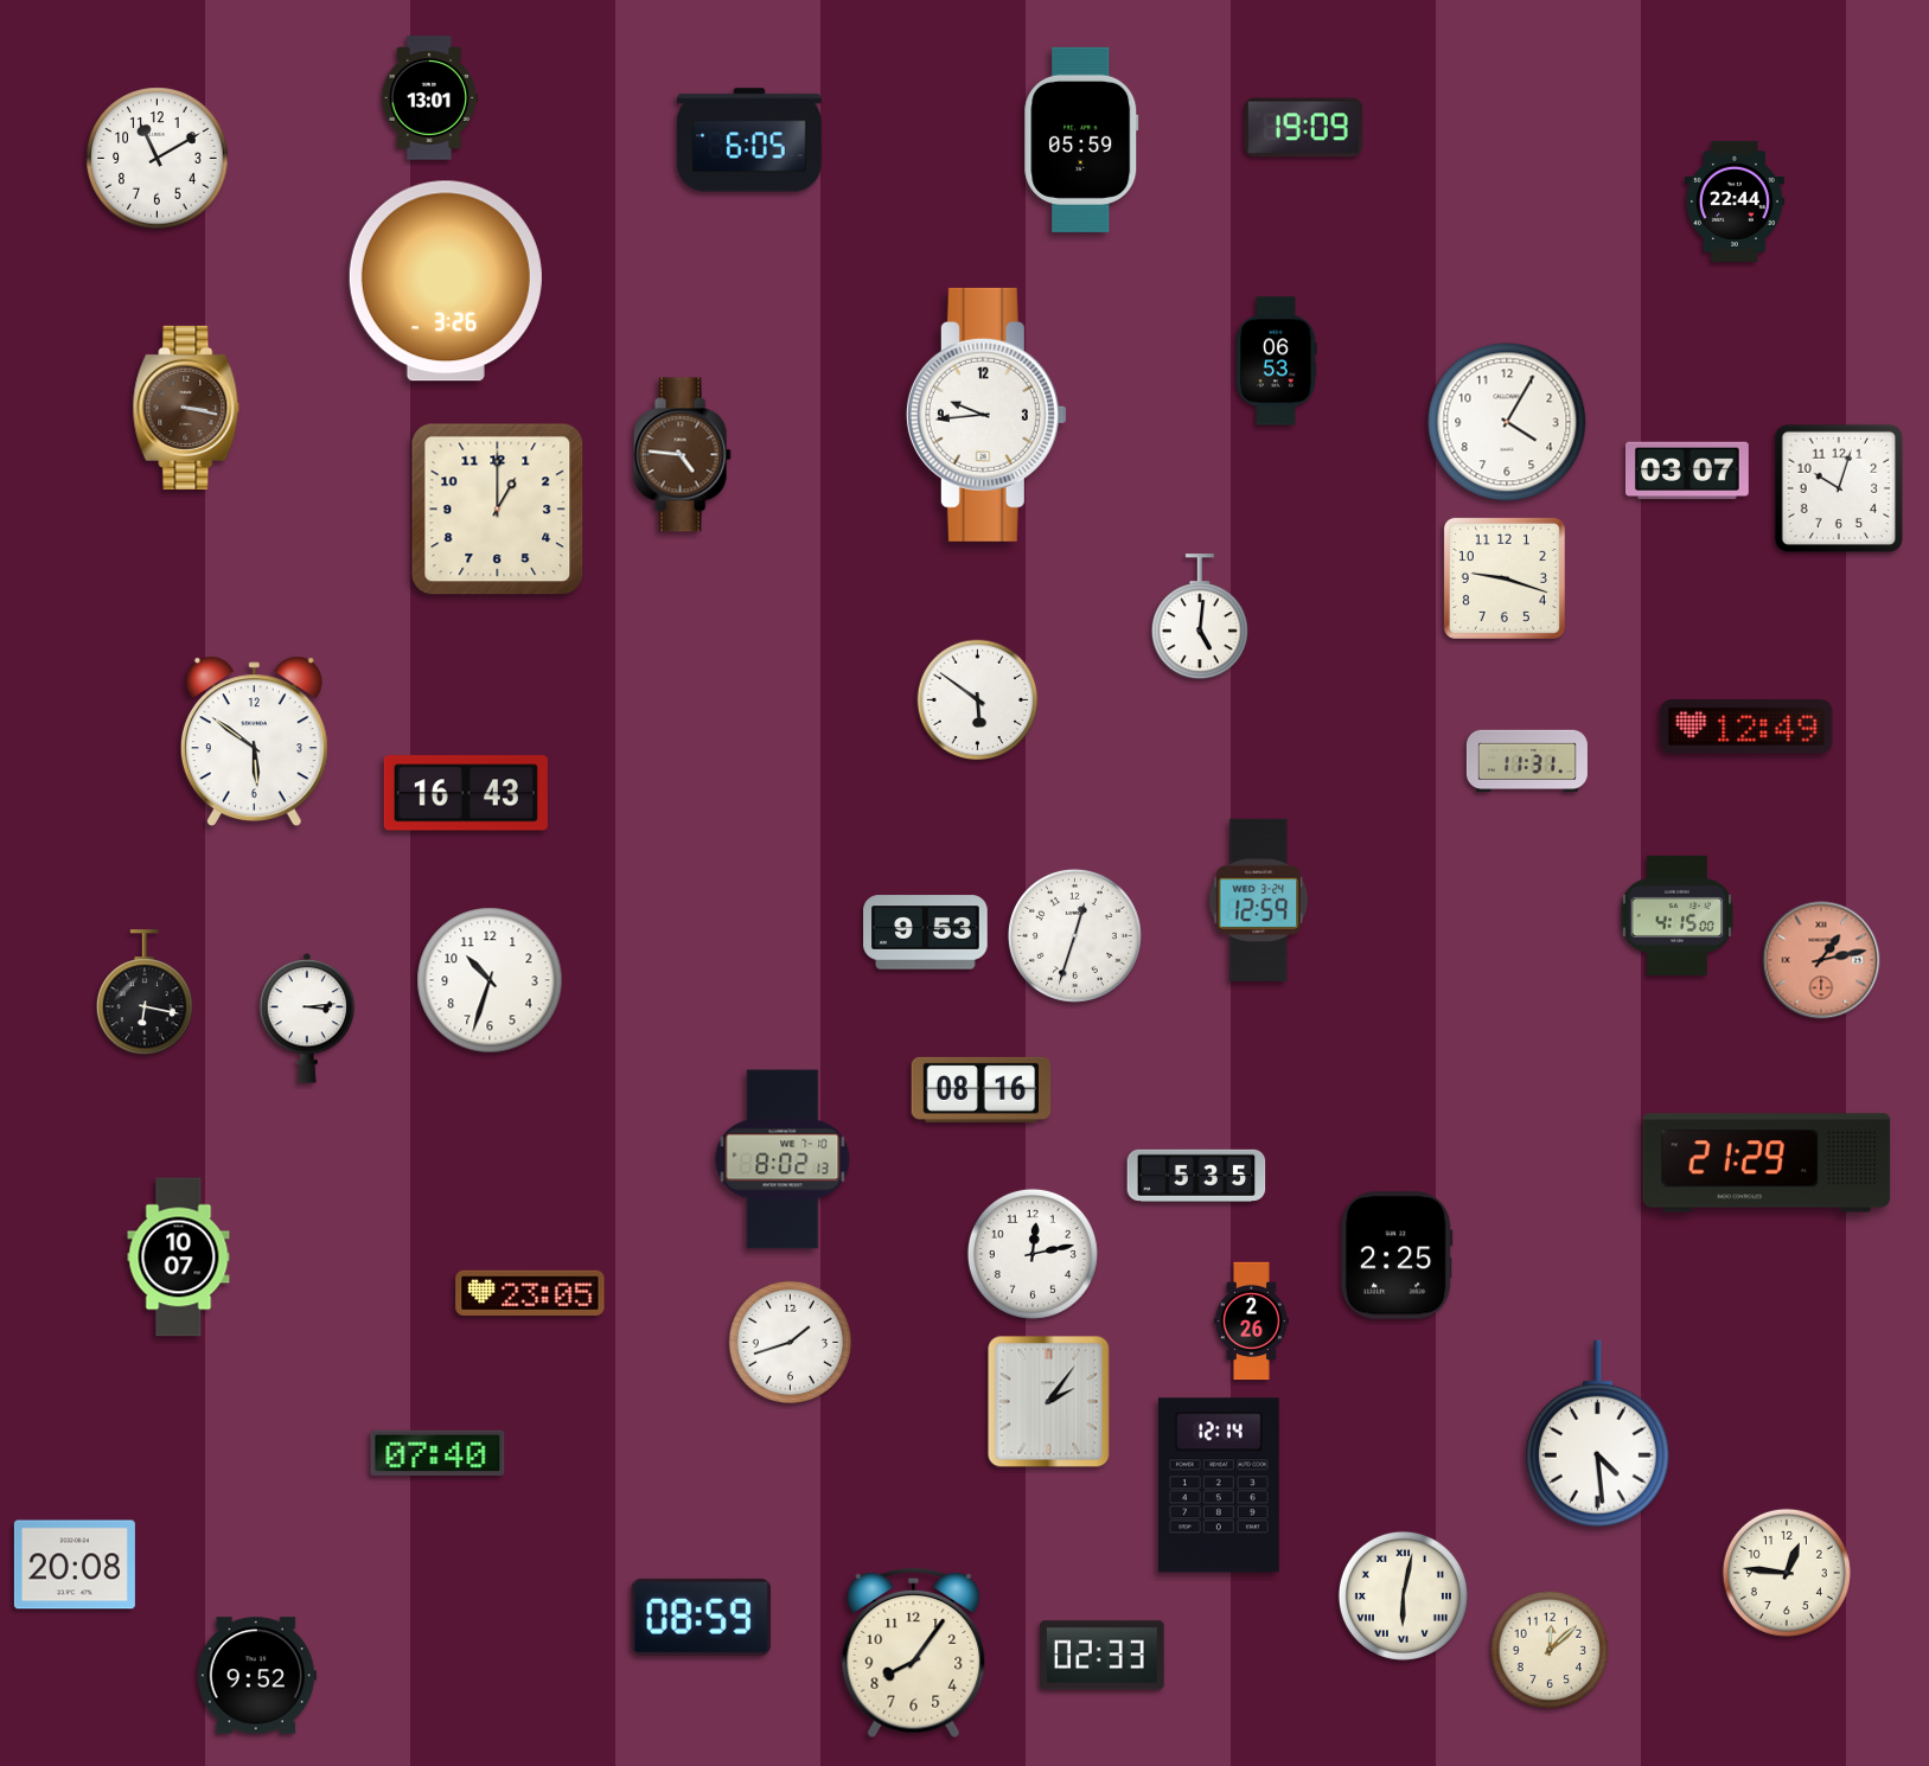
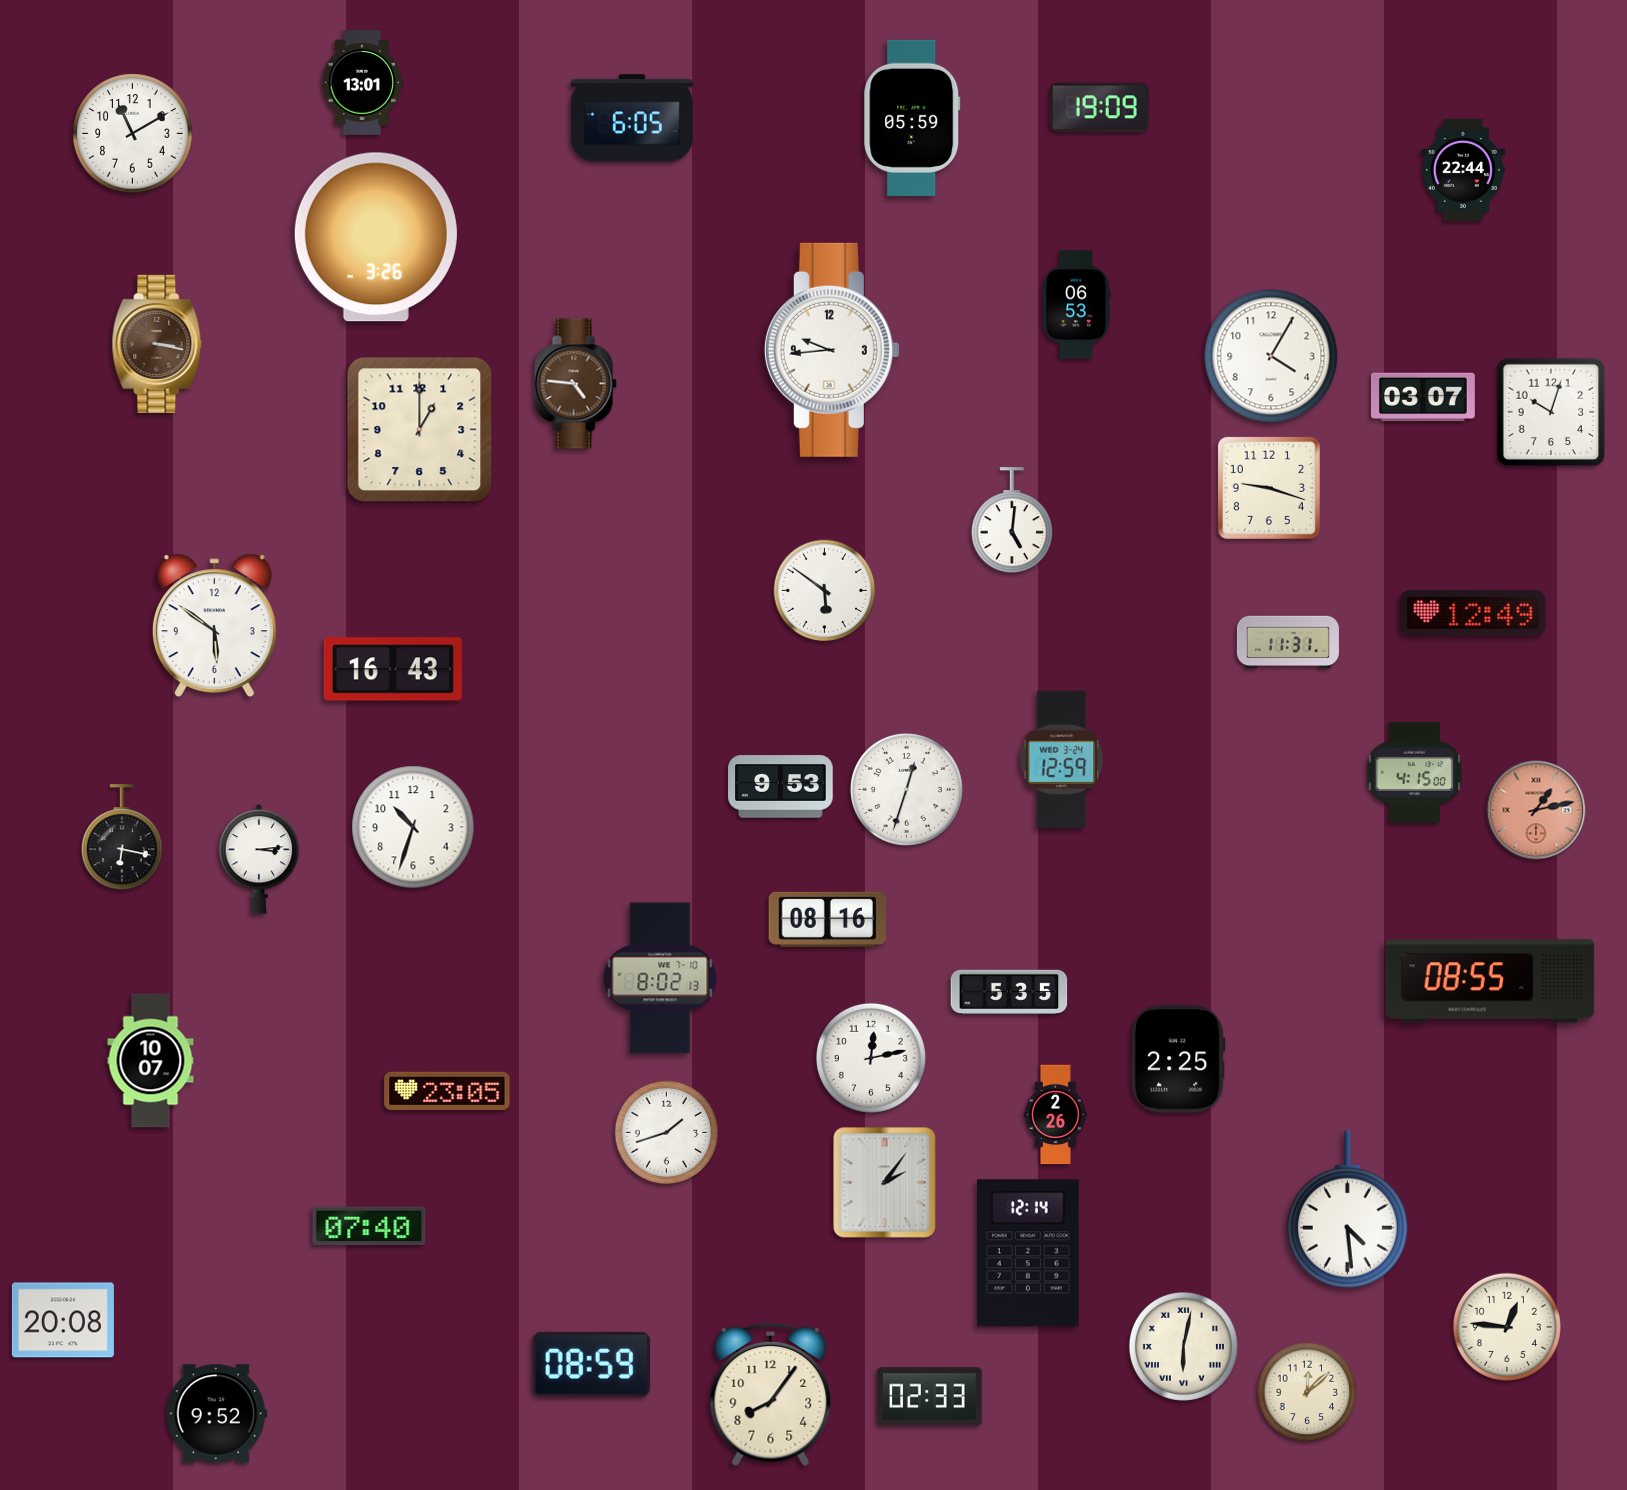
clock at (1767, 1163): 21:29 -> 08:55
